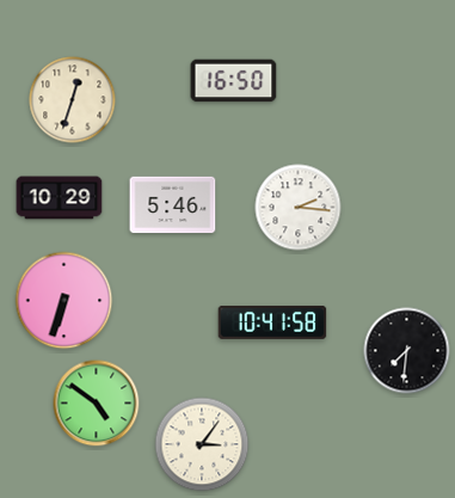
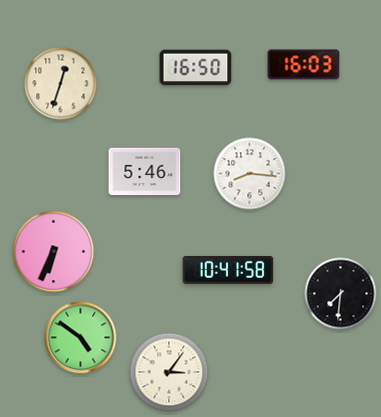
clock at (304, 65): none -> 16:03
clock at (60, 198): 10:29 -> none
clock at (299, 208): 2:16 -> 8:16
clock at (64, 301): 6:33 -> 6:34
